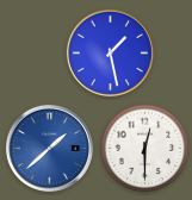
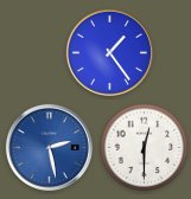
clock at (110, 52): 1:28 -> 1:24
clock at (49, 148): 1:38 -> 2:28
